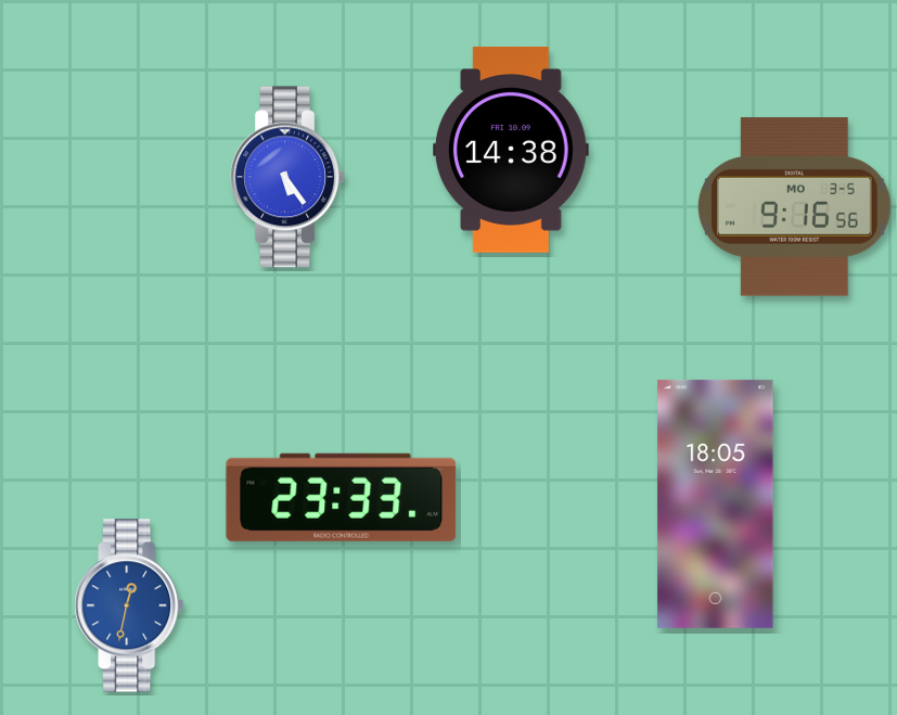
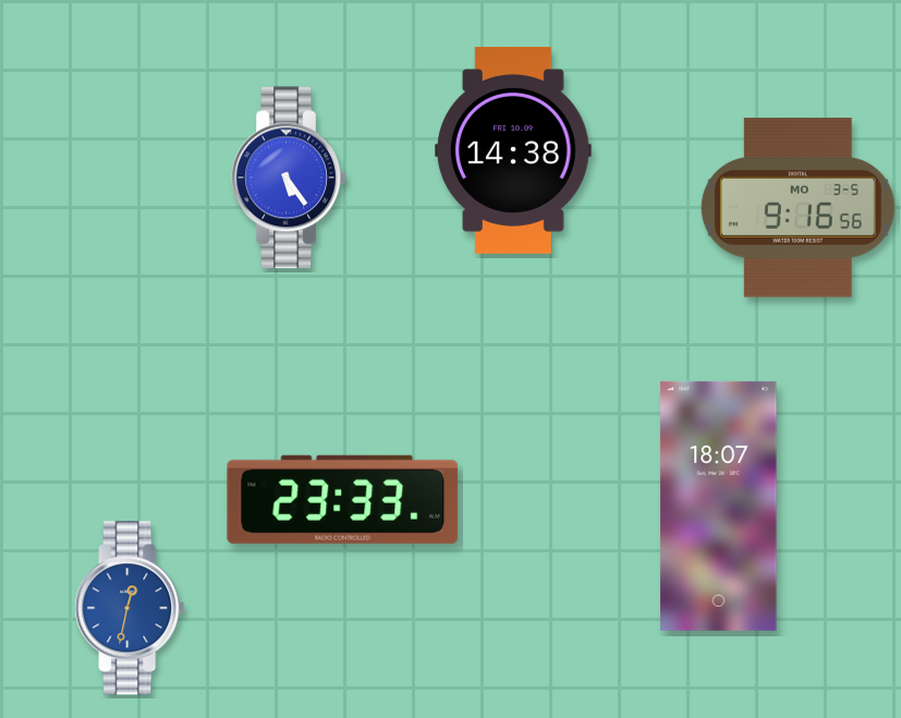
clock at (716, 503): 18:05 -> 18:07
